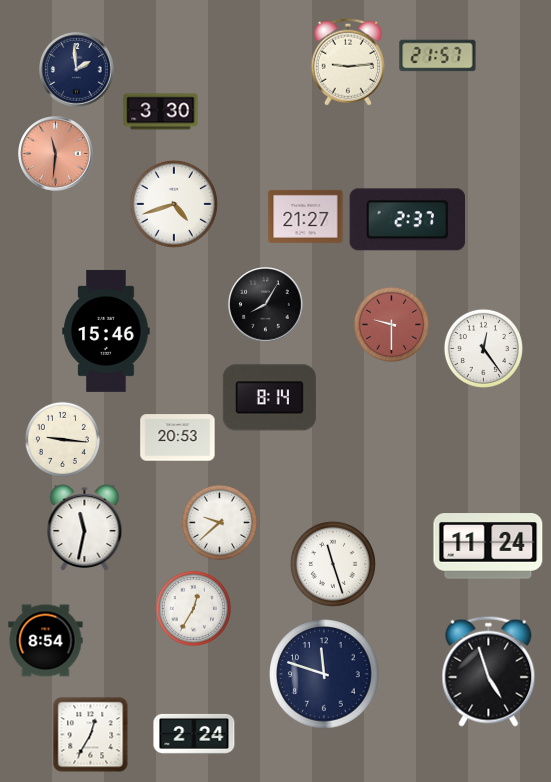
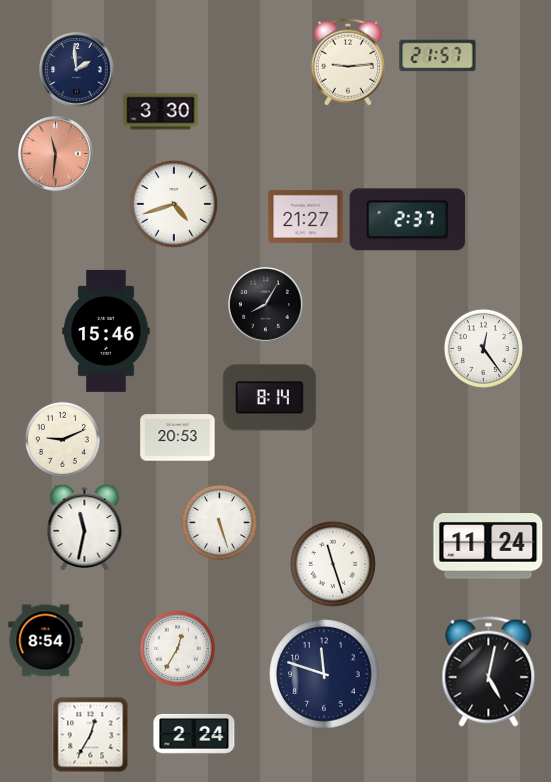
clock at (391, 324): 9:30 -> none
clock at (62, 439): 9:16 -> 9:11
clock at (219, 522): 9:38 -> 5:27
clock at (193, 608) position: (193, 608) -> (177, 648)
clock at (489, 671): 4:57 -> 5:02
